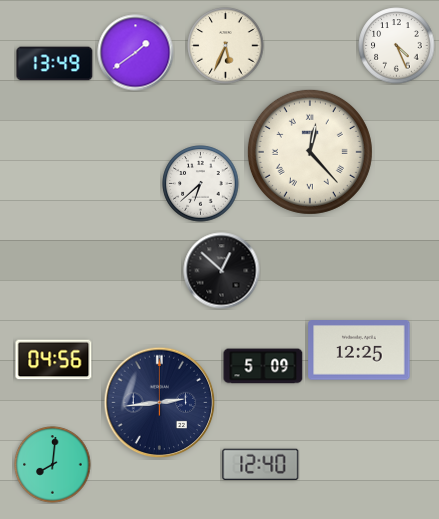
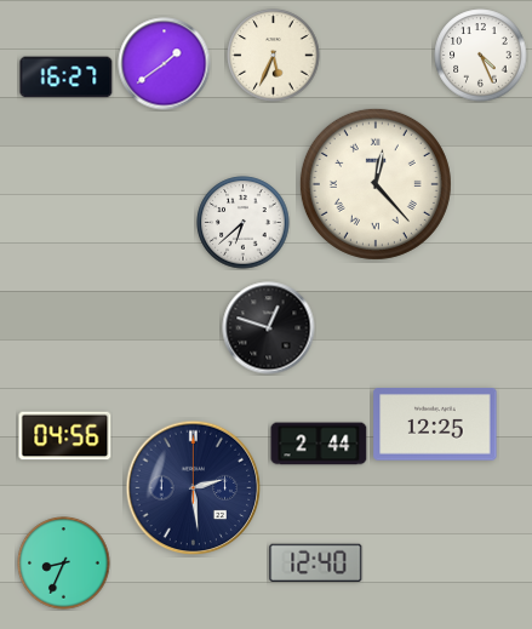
clock at (55, 64): 13:49 -> 16:27
clock at (222, 271): 12:52 -> 12:48
clock at (263, 366): 5:09 -> 2:44
clock at (160, 403): 2:44 -> 2:29
clock at (53, 465): 8:01 -> 8:34
